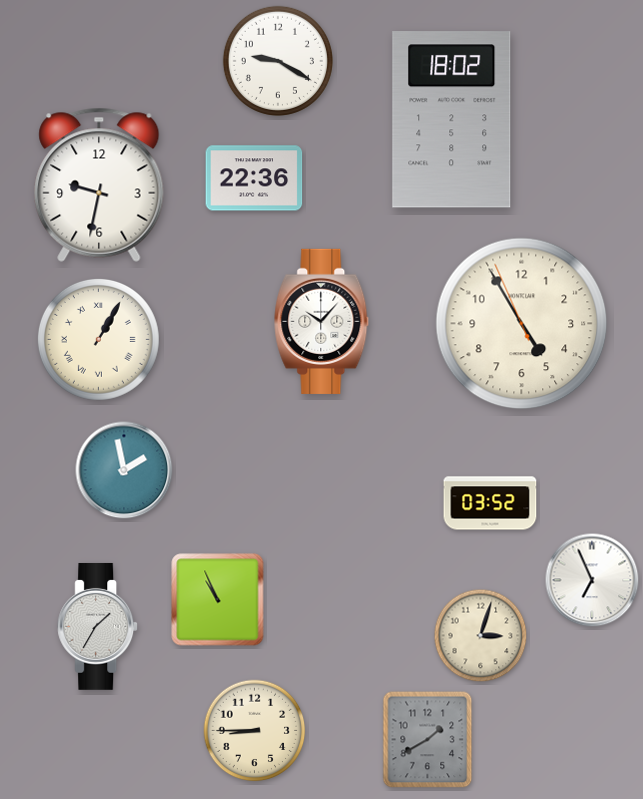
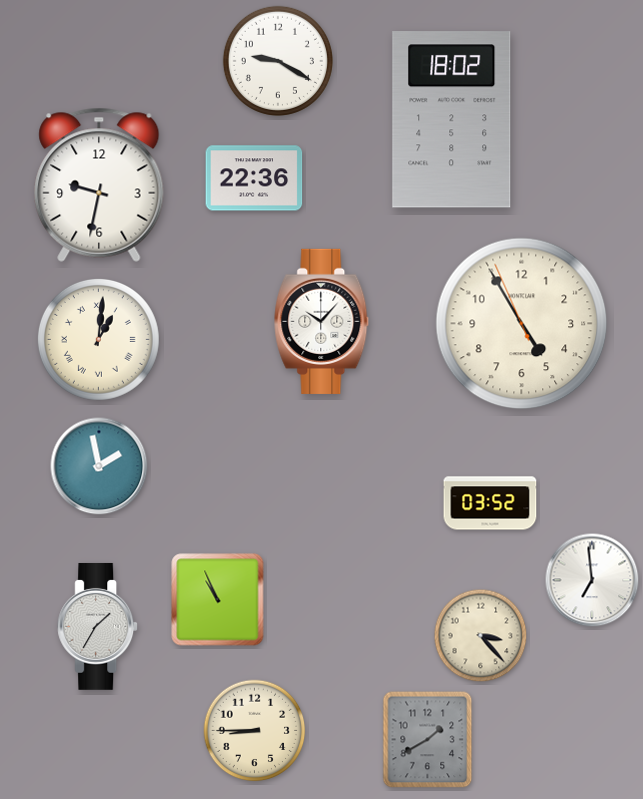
clock at (98, 339): 1:05 -> 1:01
clock at (124, 470) position: (124, 470) -> (99, 466)
clock at (592, 580): 6:56 -> 6:59
clock at (481, 636): 3:03 -> 3:23
